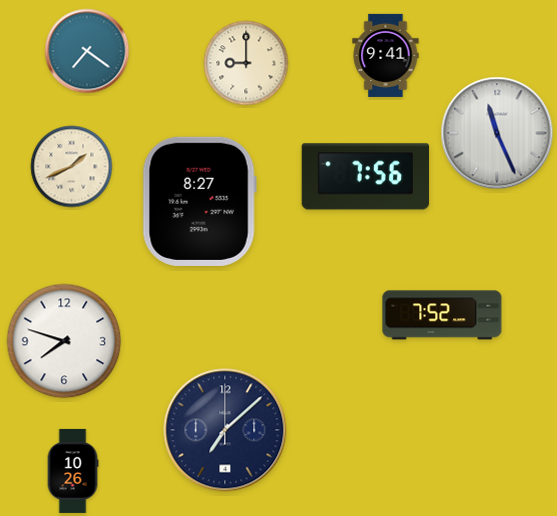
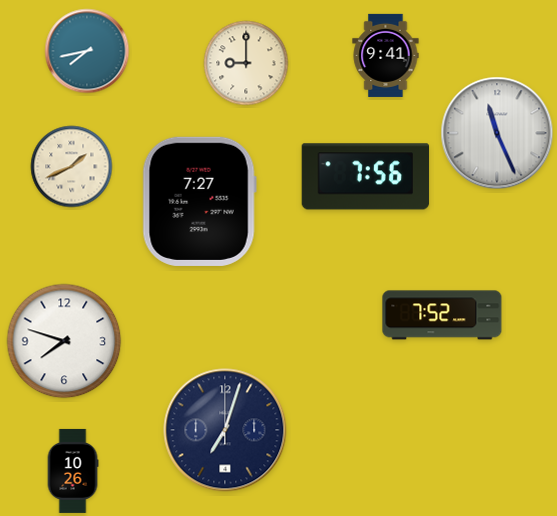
clock at (87, 51): 7:21 -> 7:43
clock at (199, 201): 8:27 -> 7:27
clock at (225, 430): 7:08 -> 7:03
